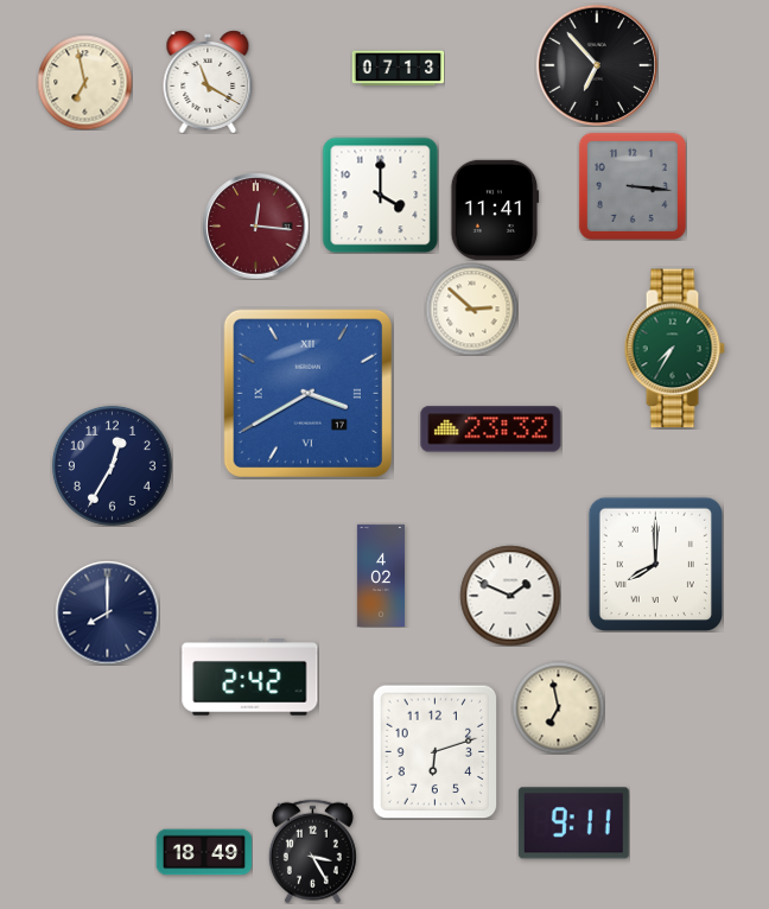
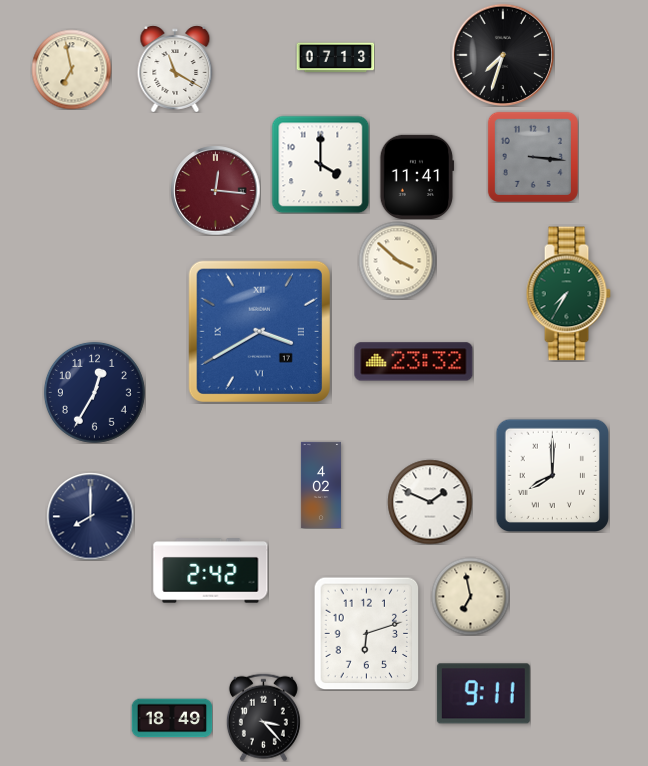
clock at (596, 64): 6:53 -> 7:33
clock at (471, 309): 2:52 -> 3:52
clock at (312, 851): 3:25 -> 3:23
